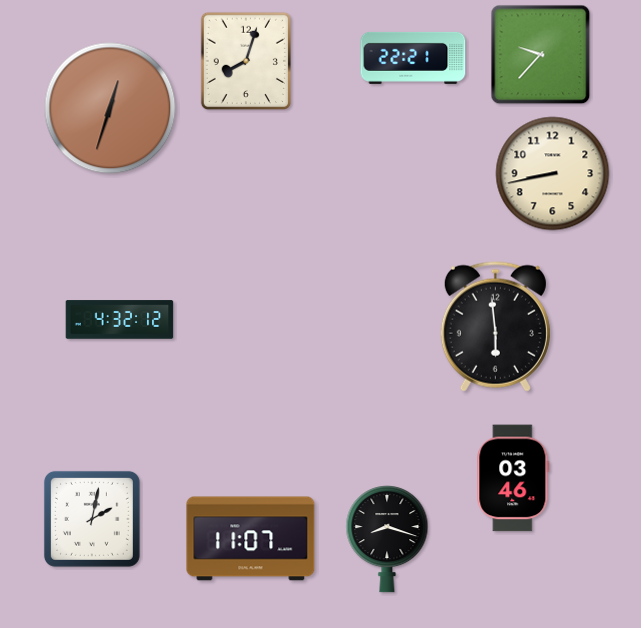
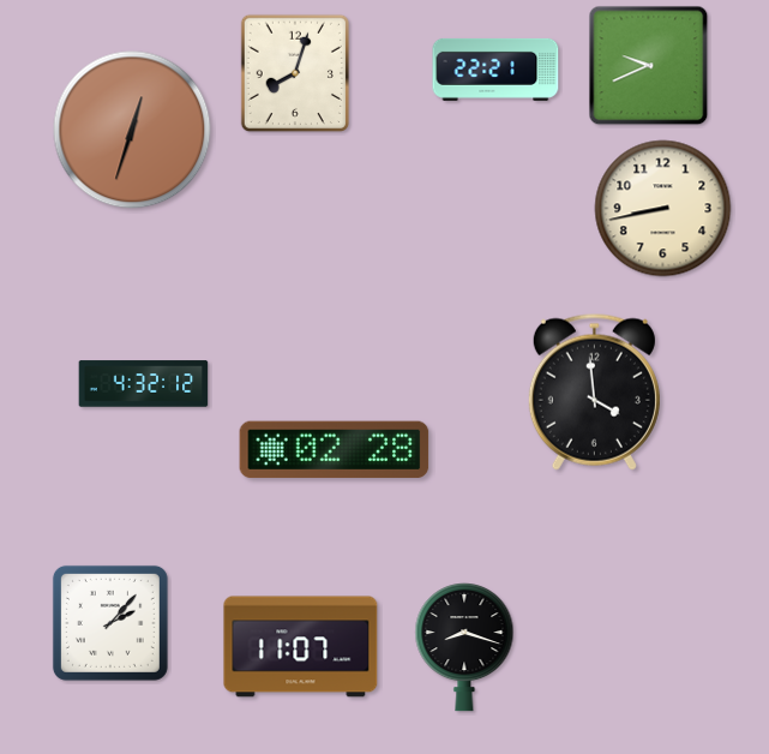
clock at (541, 55): 9:37 -> 9:41
clock at (495, 326): 5:59 -> 3:59
clock at (335, 450): none -> 02:28
clock at (513, 478): 03:46 -> none
clock at (92, 519): 2:02 -> 2:07
